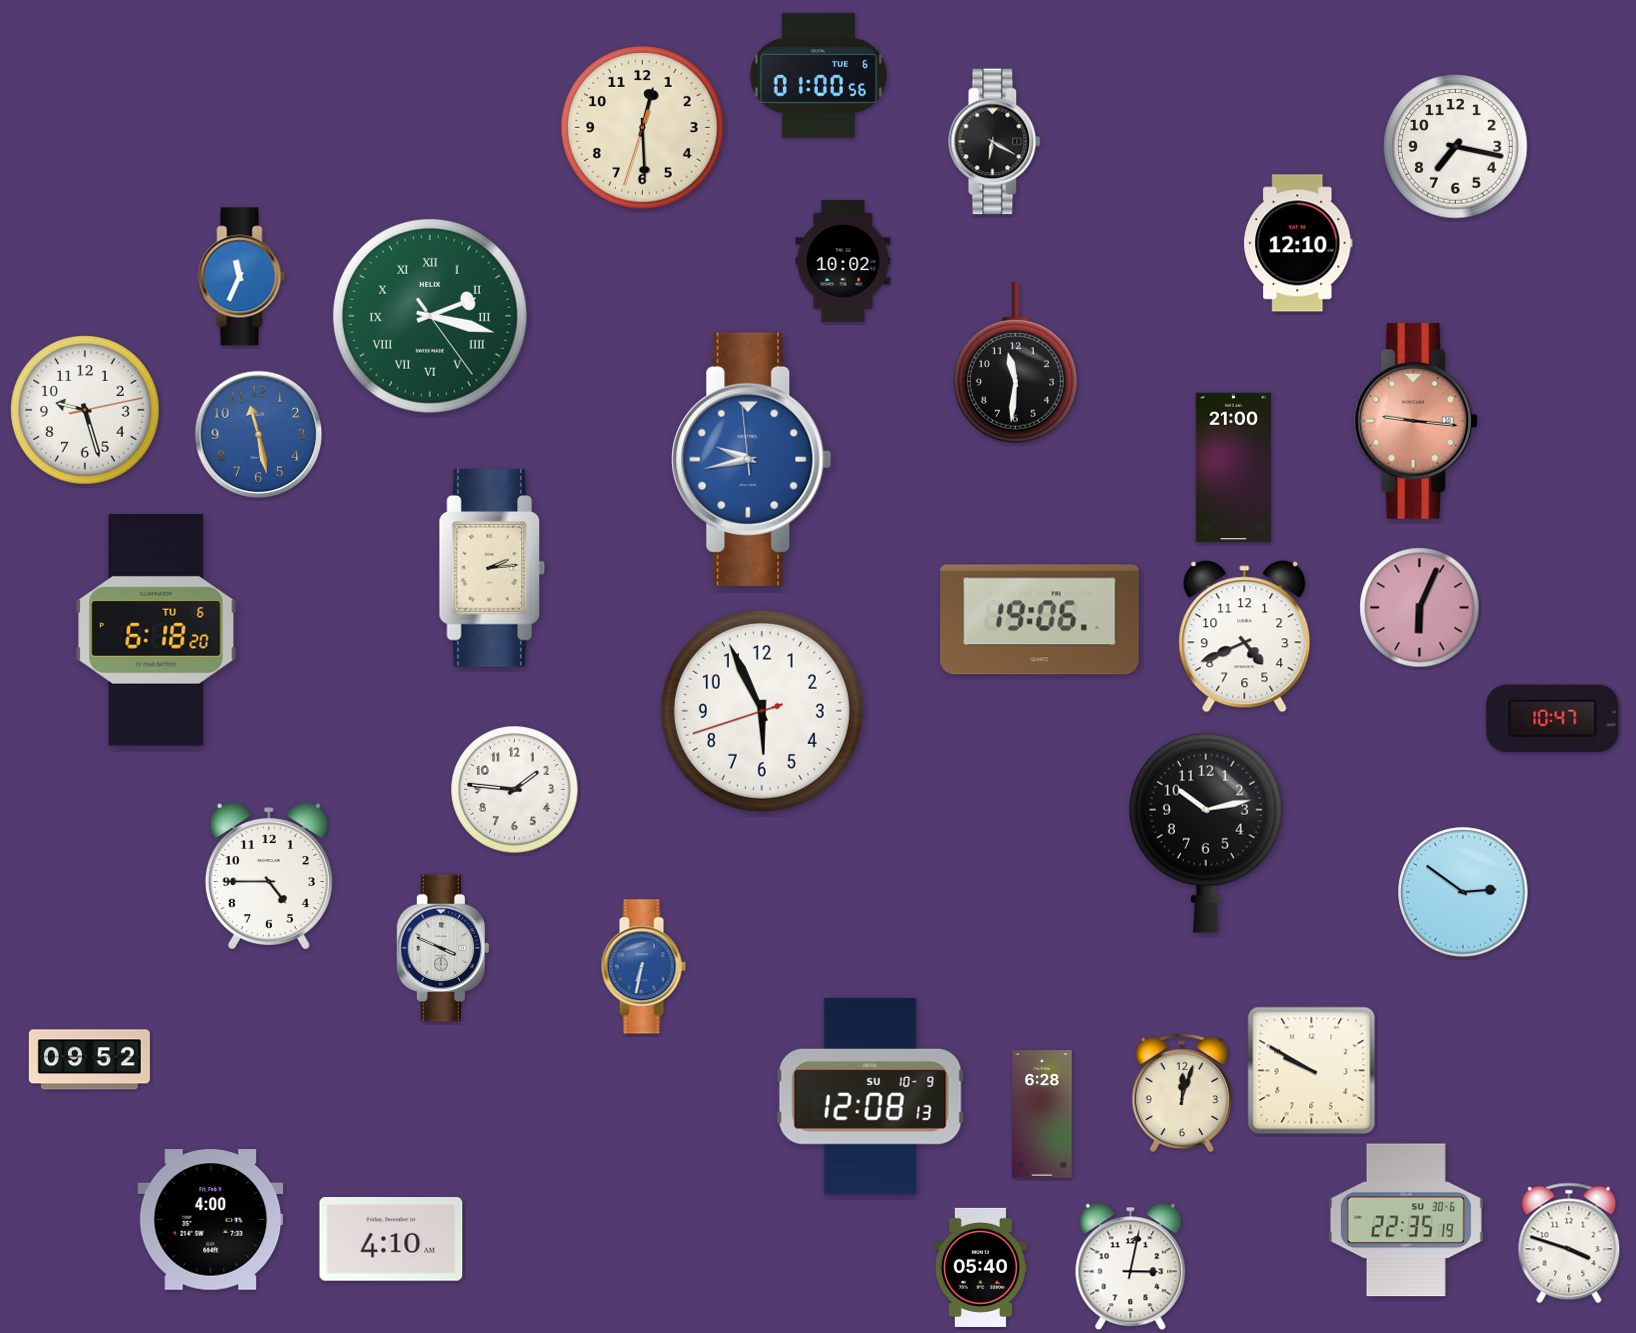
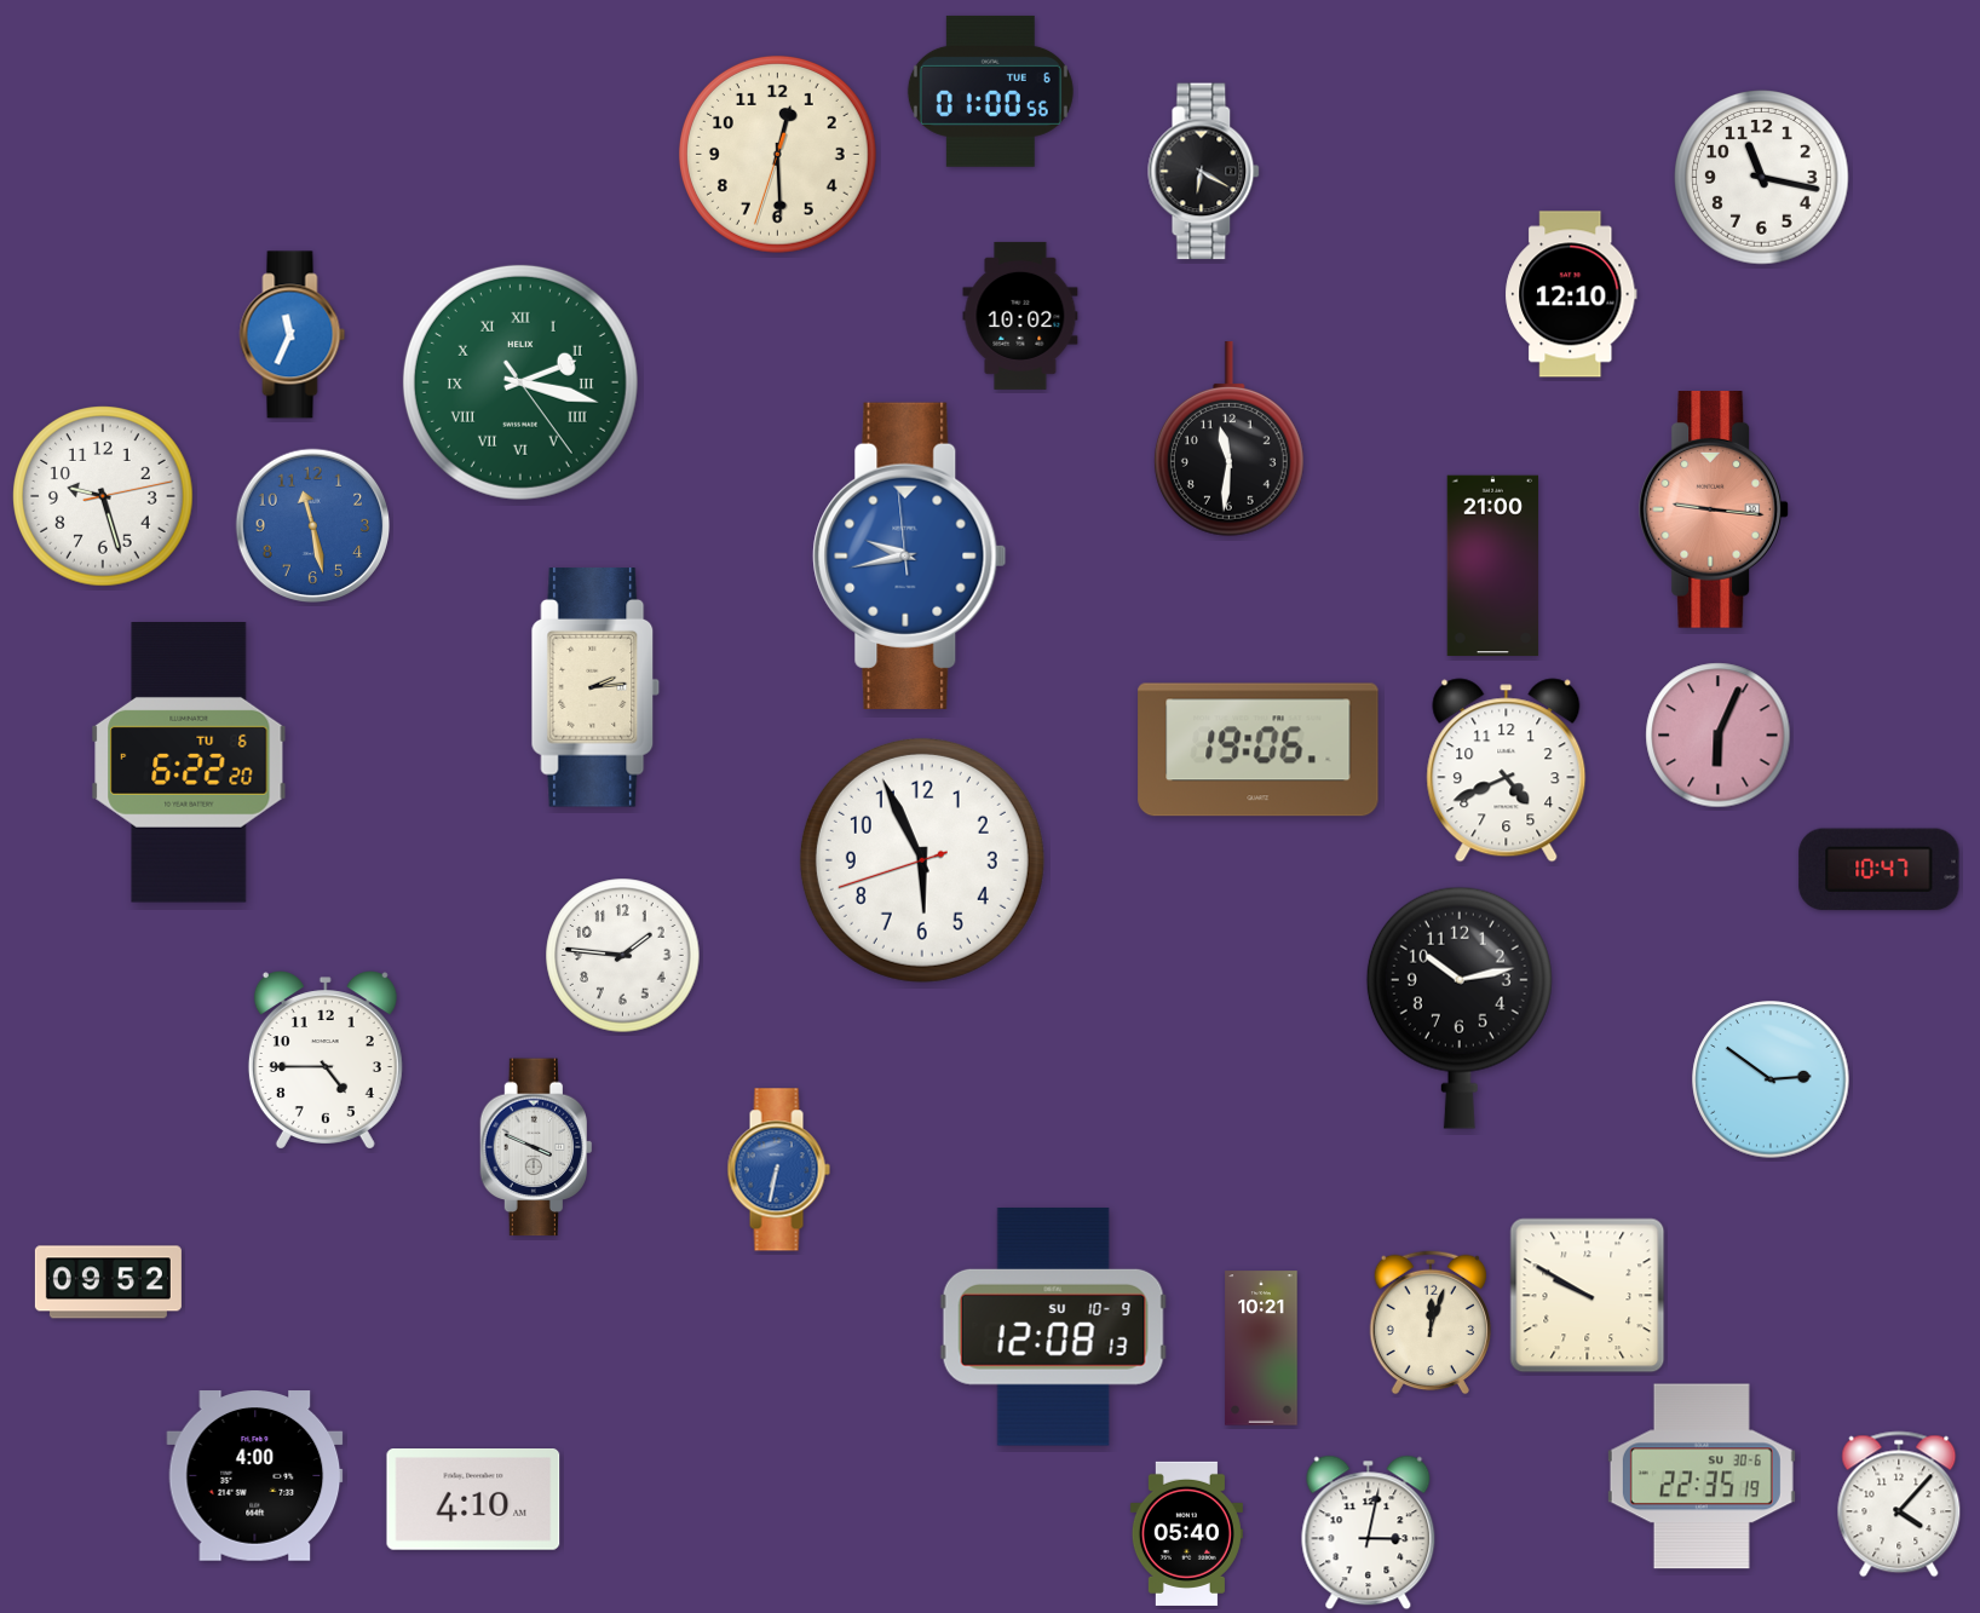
clock at (1456, 147): 7:17 -> 11:17
clock at (156, 631): 6:18 -> 6:22
clock at (1042, 1114): 6:28 -> 10:21
clock at (1569, 1243): 3:48 -> 4:07
